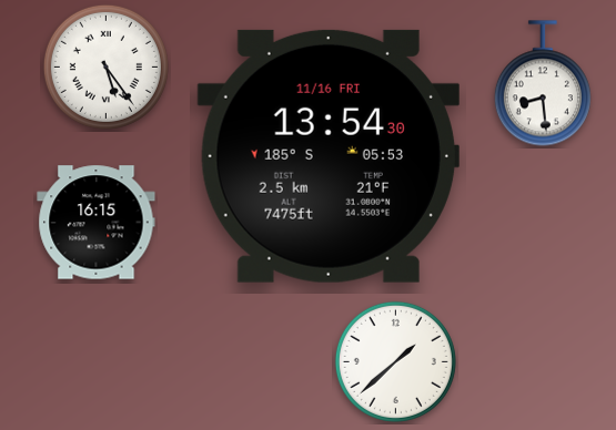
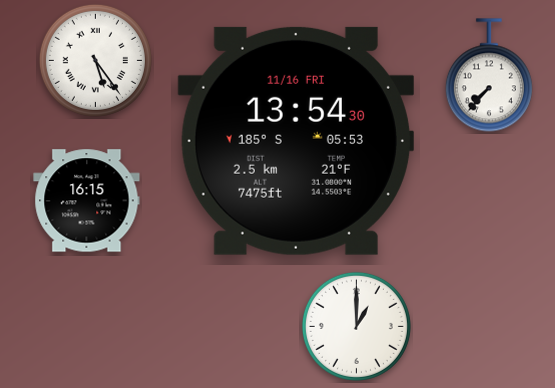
clock at (543, 83): 8:29 -> 7:37
clock at (395, 361): 1:38 -> 1:00
